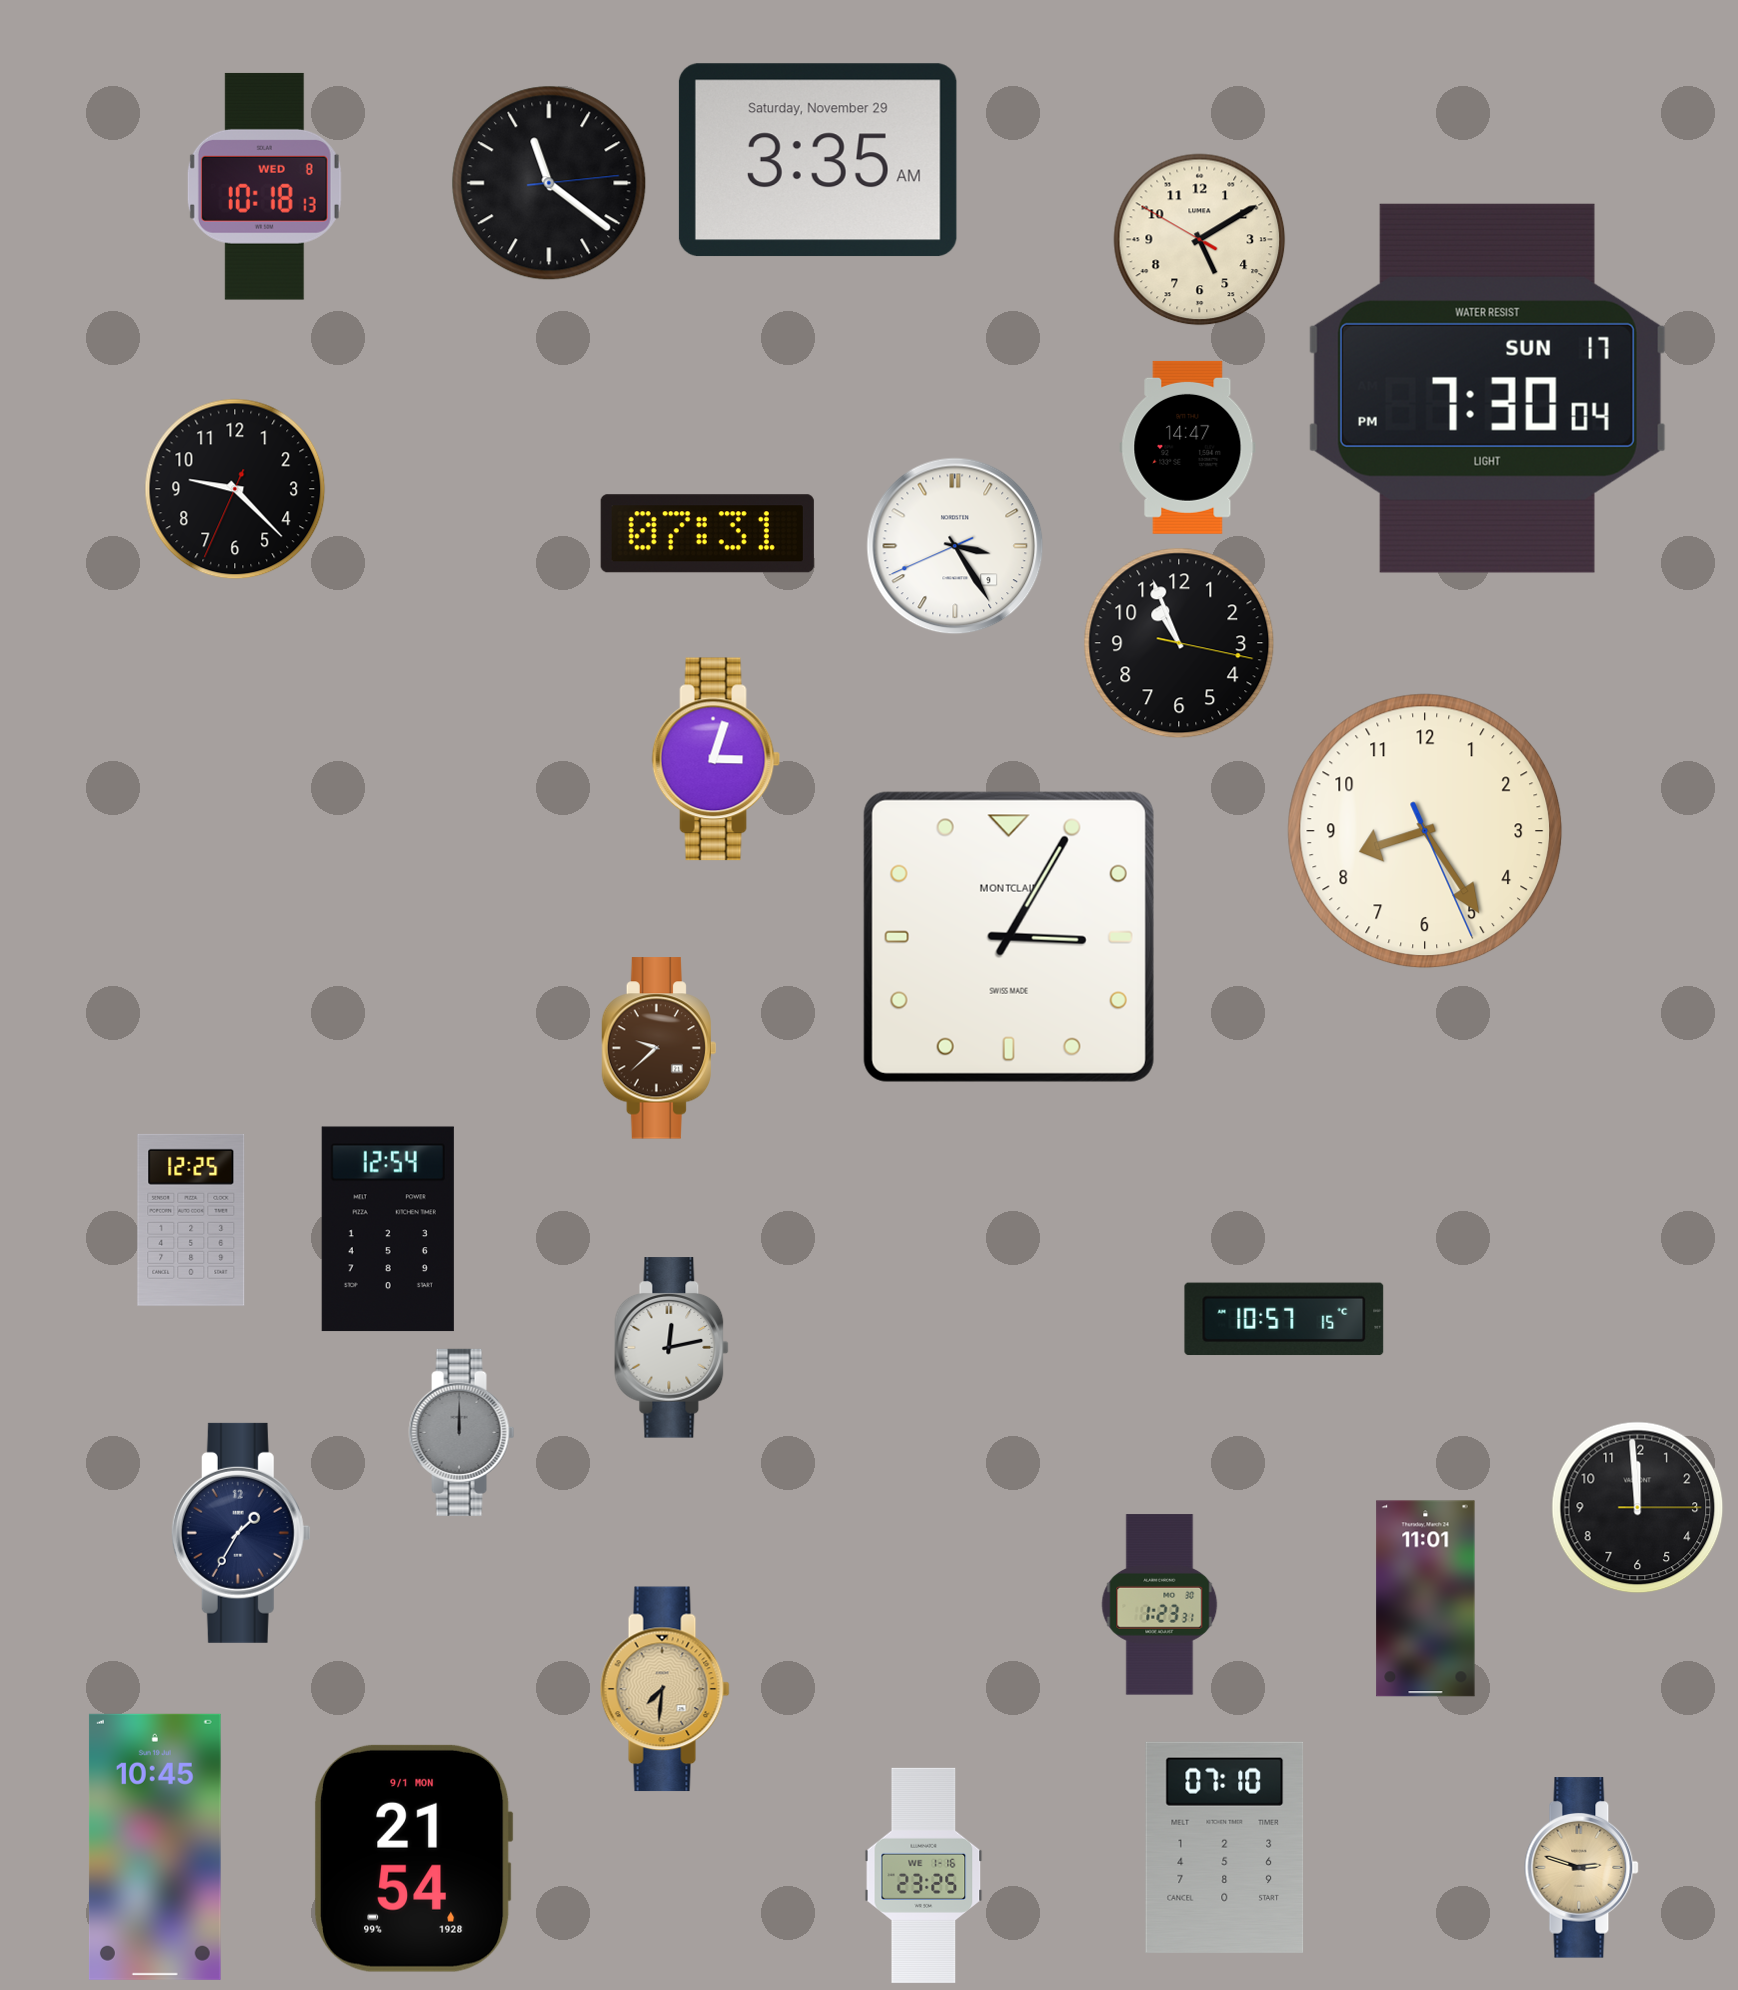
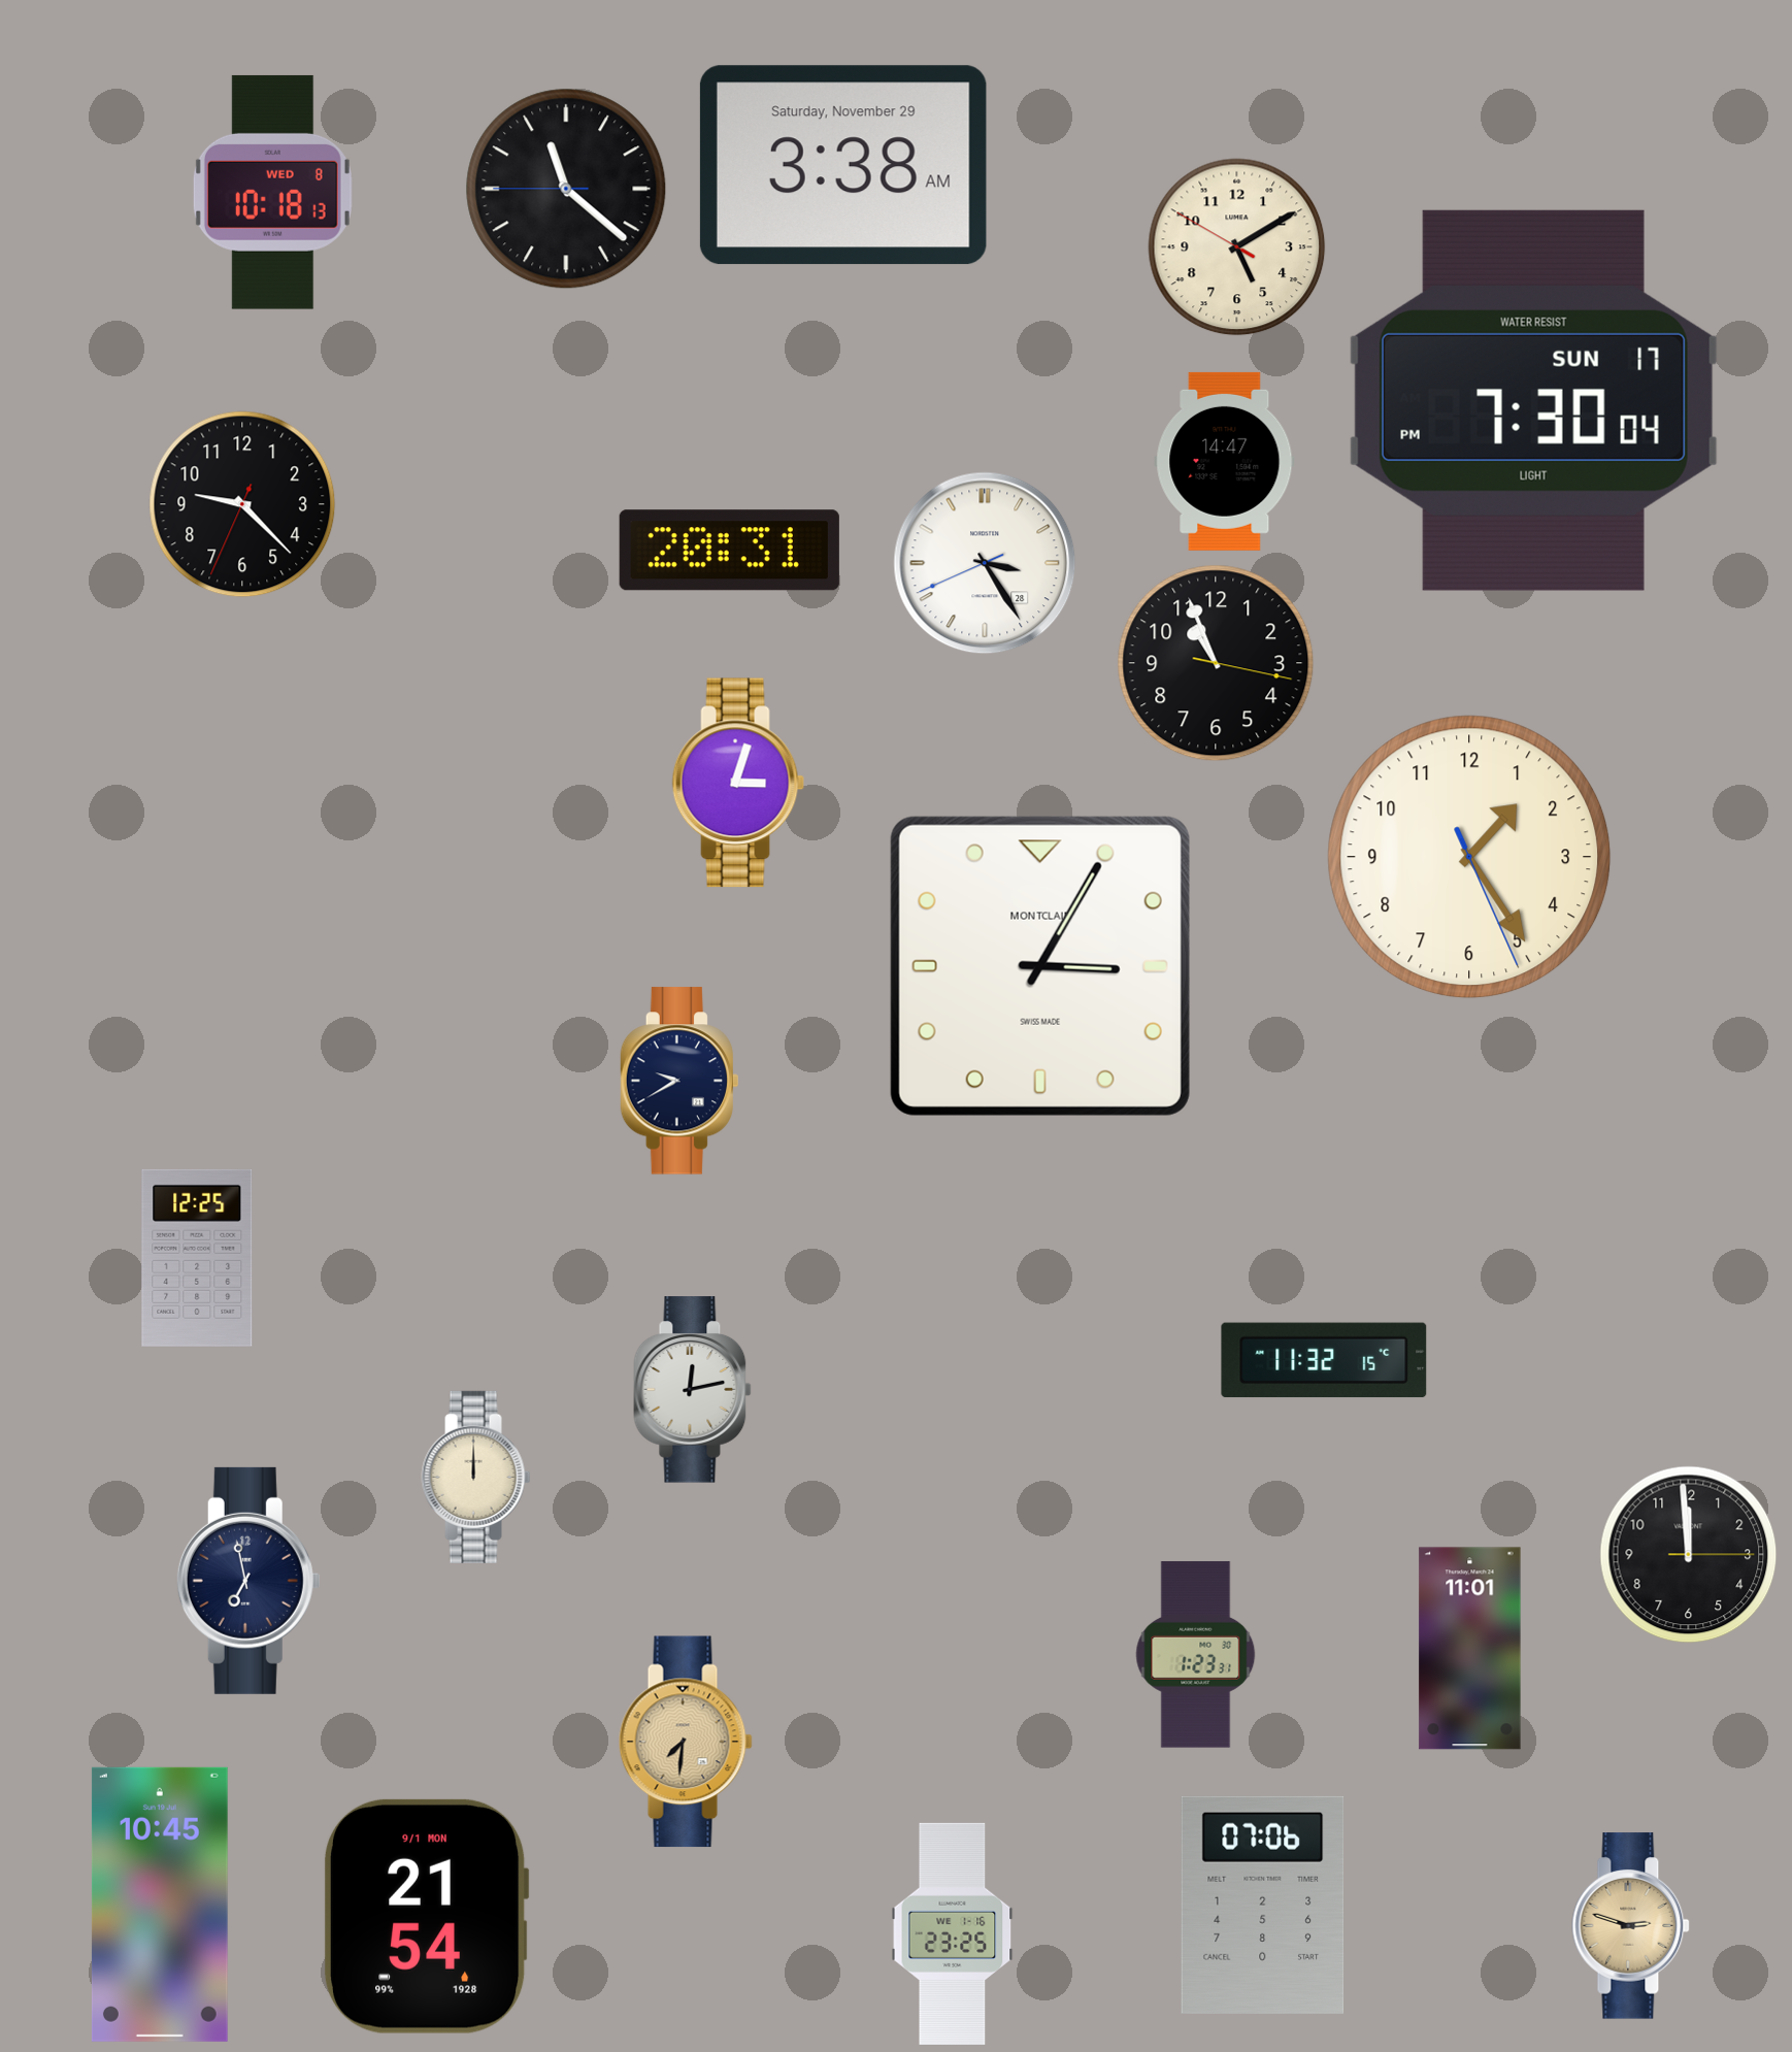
clock at (818, 160): 3:35 -> 3:38
clock at (549, 183): 11:21:14 -> 11:21:45
clock at (707, 534): 07:31 -> 20:31
clock at (955, 546) date: 9 -> 28
clock at (1425, 831): 8:24 -> 1:24
clock at (658, 1048): 9:38 -> 9:40
clock at (658, 1048) dial: brown -> navy
clock at (388, 1229): 12:54 -> none
clock at (1284, 1319): 10:57 -> 11:32
clock at (462, 1432) dial: grey -> cream
clock at (241, 1533): 1:35 -> 6:58
clock at (1225, 1847): 07:10 -> 07:06
